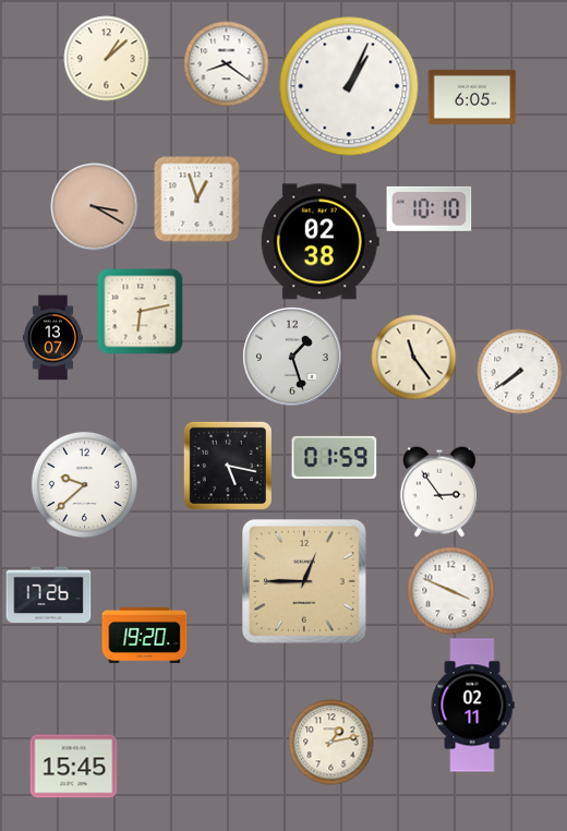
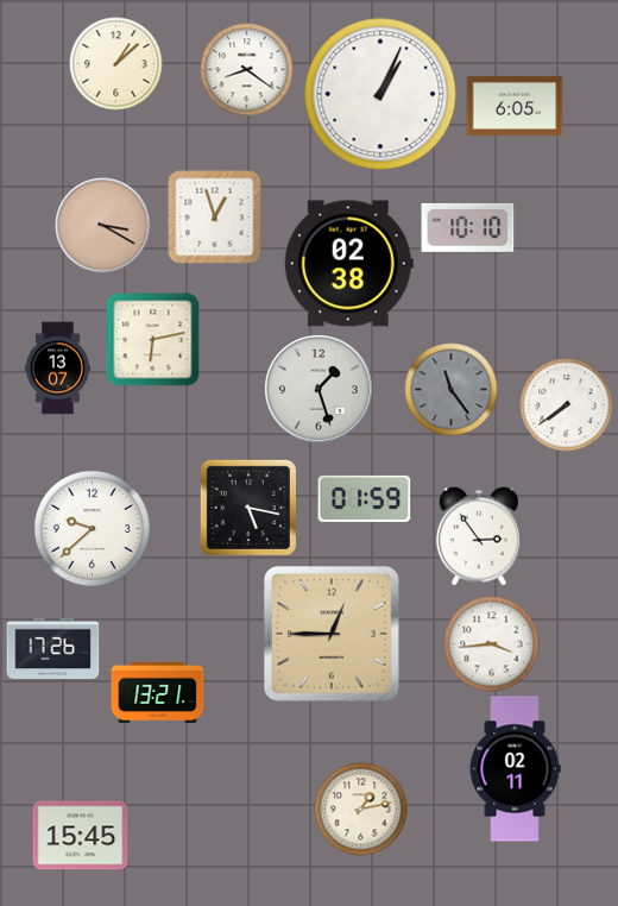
clock at (413, 357) dial: cream -> grey
clock at (450, 590): 3:49 -> 3:44
clock at (144, 635): 19:20 -> 13:21
